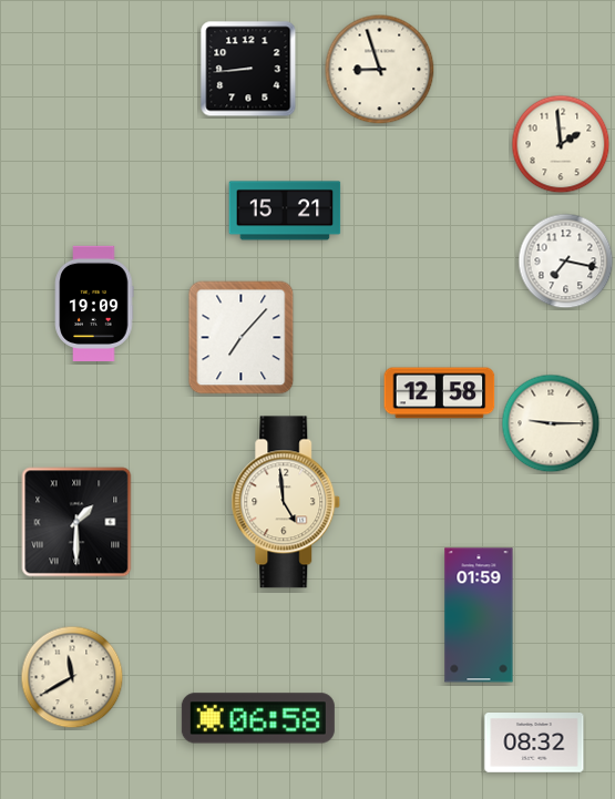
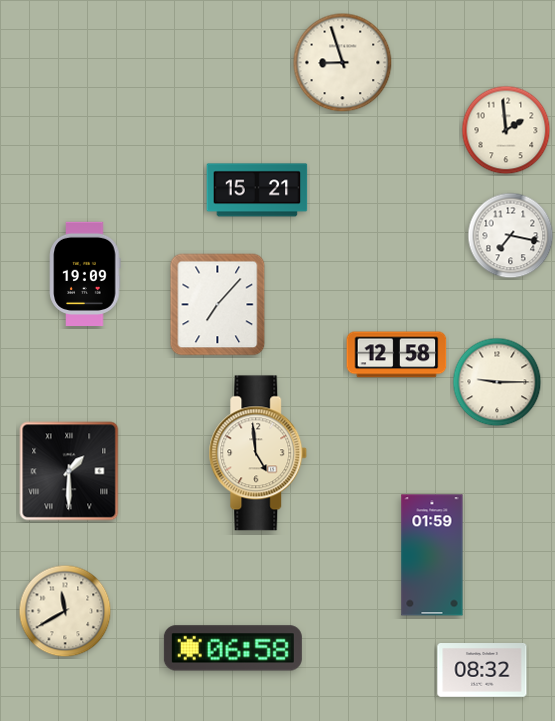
clock at (248, 69): 8:44 -> none
